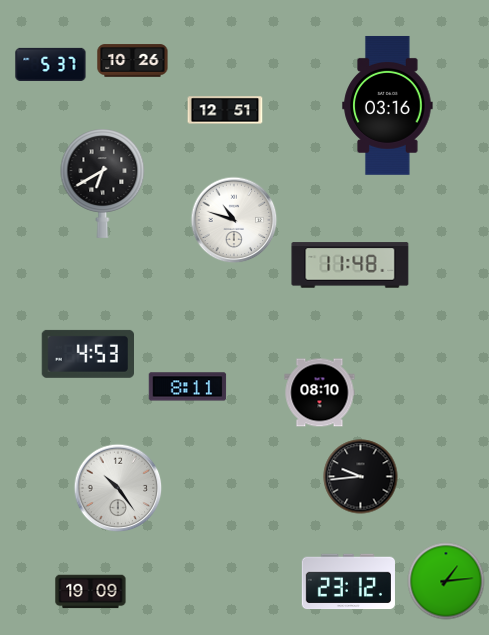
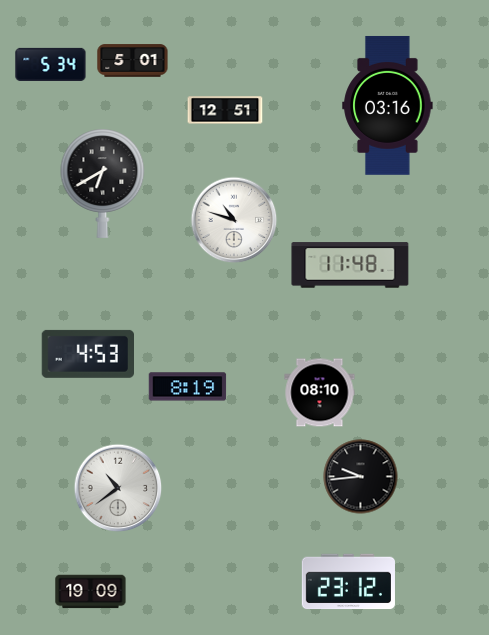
clock at (133, 61): 10:26 -> 5:01
clock at (51, 64): 5:37 -> 5:34
clock at (188, 387): 8:11 -> 8:19
clock at (118, 488): 10:24 -> 10:39
clock at (446, 581): 1:14 -> none
